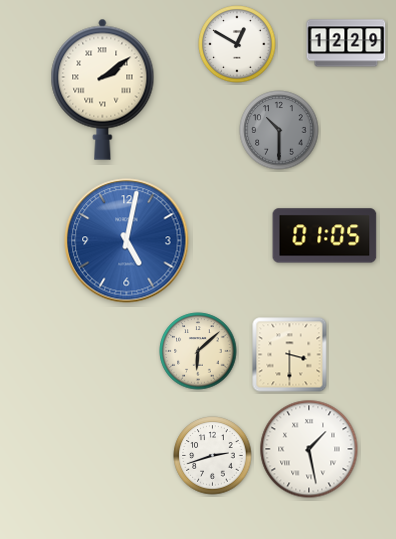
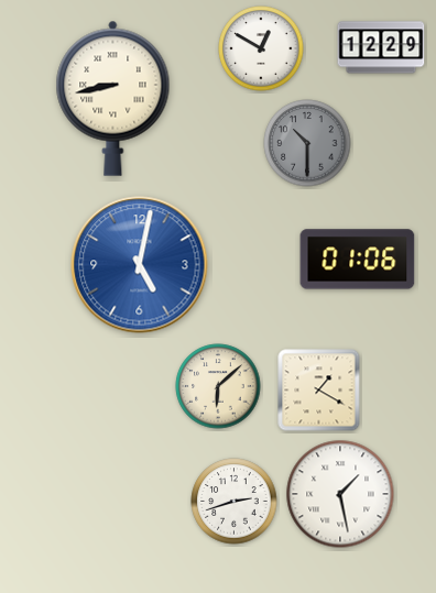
clock at (103, 89): 2:09 -> 8:43
clock at (325, 236): 01:05 -> 01:06
clock at (290, 355): 3:30 -> 1:20
